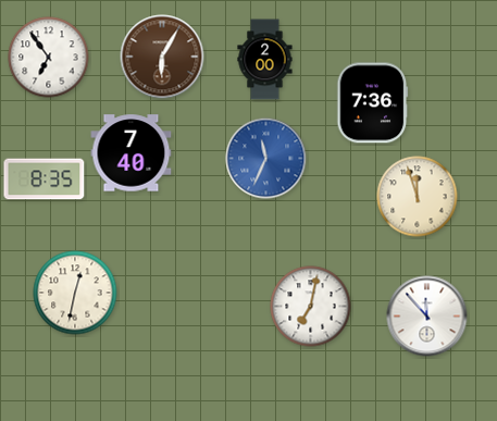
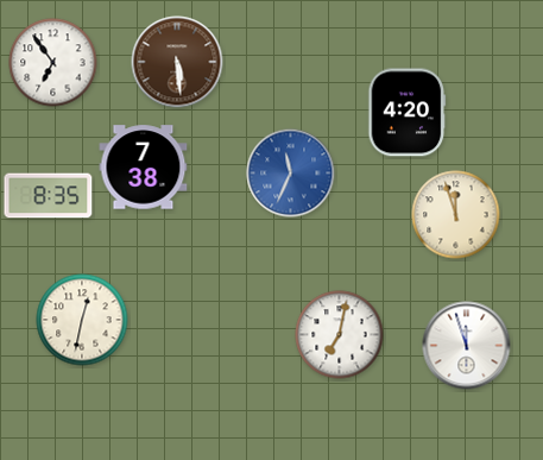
clock at (162, 57): 6:05 -> 5:29
clock at (265, 60): 2:00 -> none
clock at (373, 103): 7:36 -> 4:20
clock at (132, 153): 7:40 -> 7:38
clock at (427, 317): 11:53 -> 11:57
